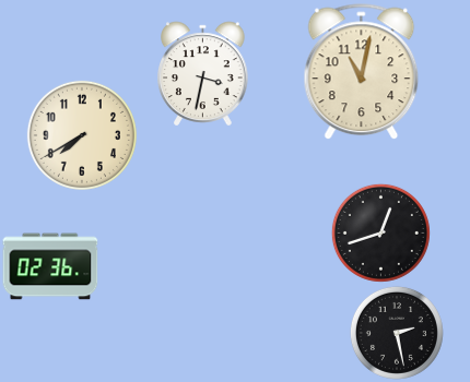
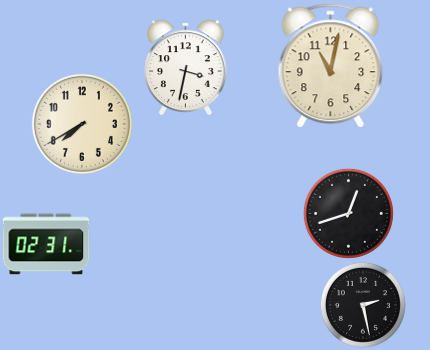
clock at (82, 135) position: (82, 135) -> (82, 124)
clock at (50, 266): 02:36 -> 02:31
